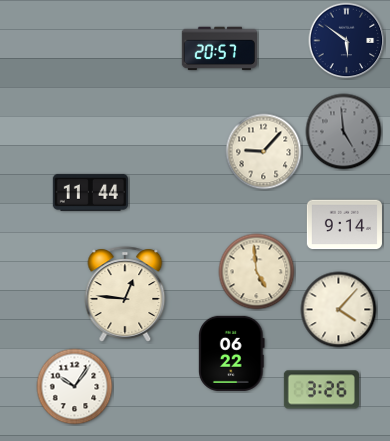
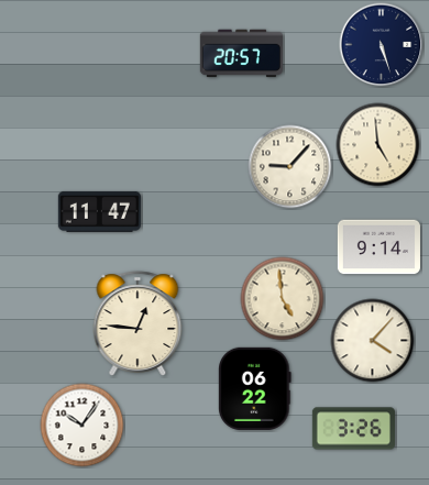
clock at (347, 41): 5:51 -> 5:27
clock at (344, 132) dial: grey -> cream
clock at (90, 192): 11:44 -> 11:47
